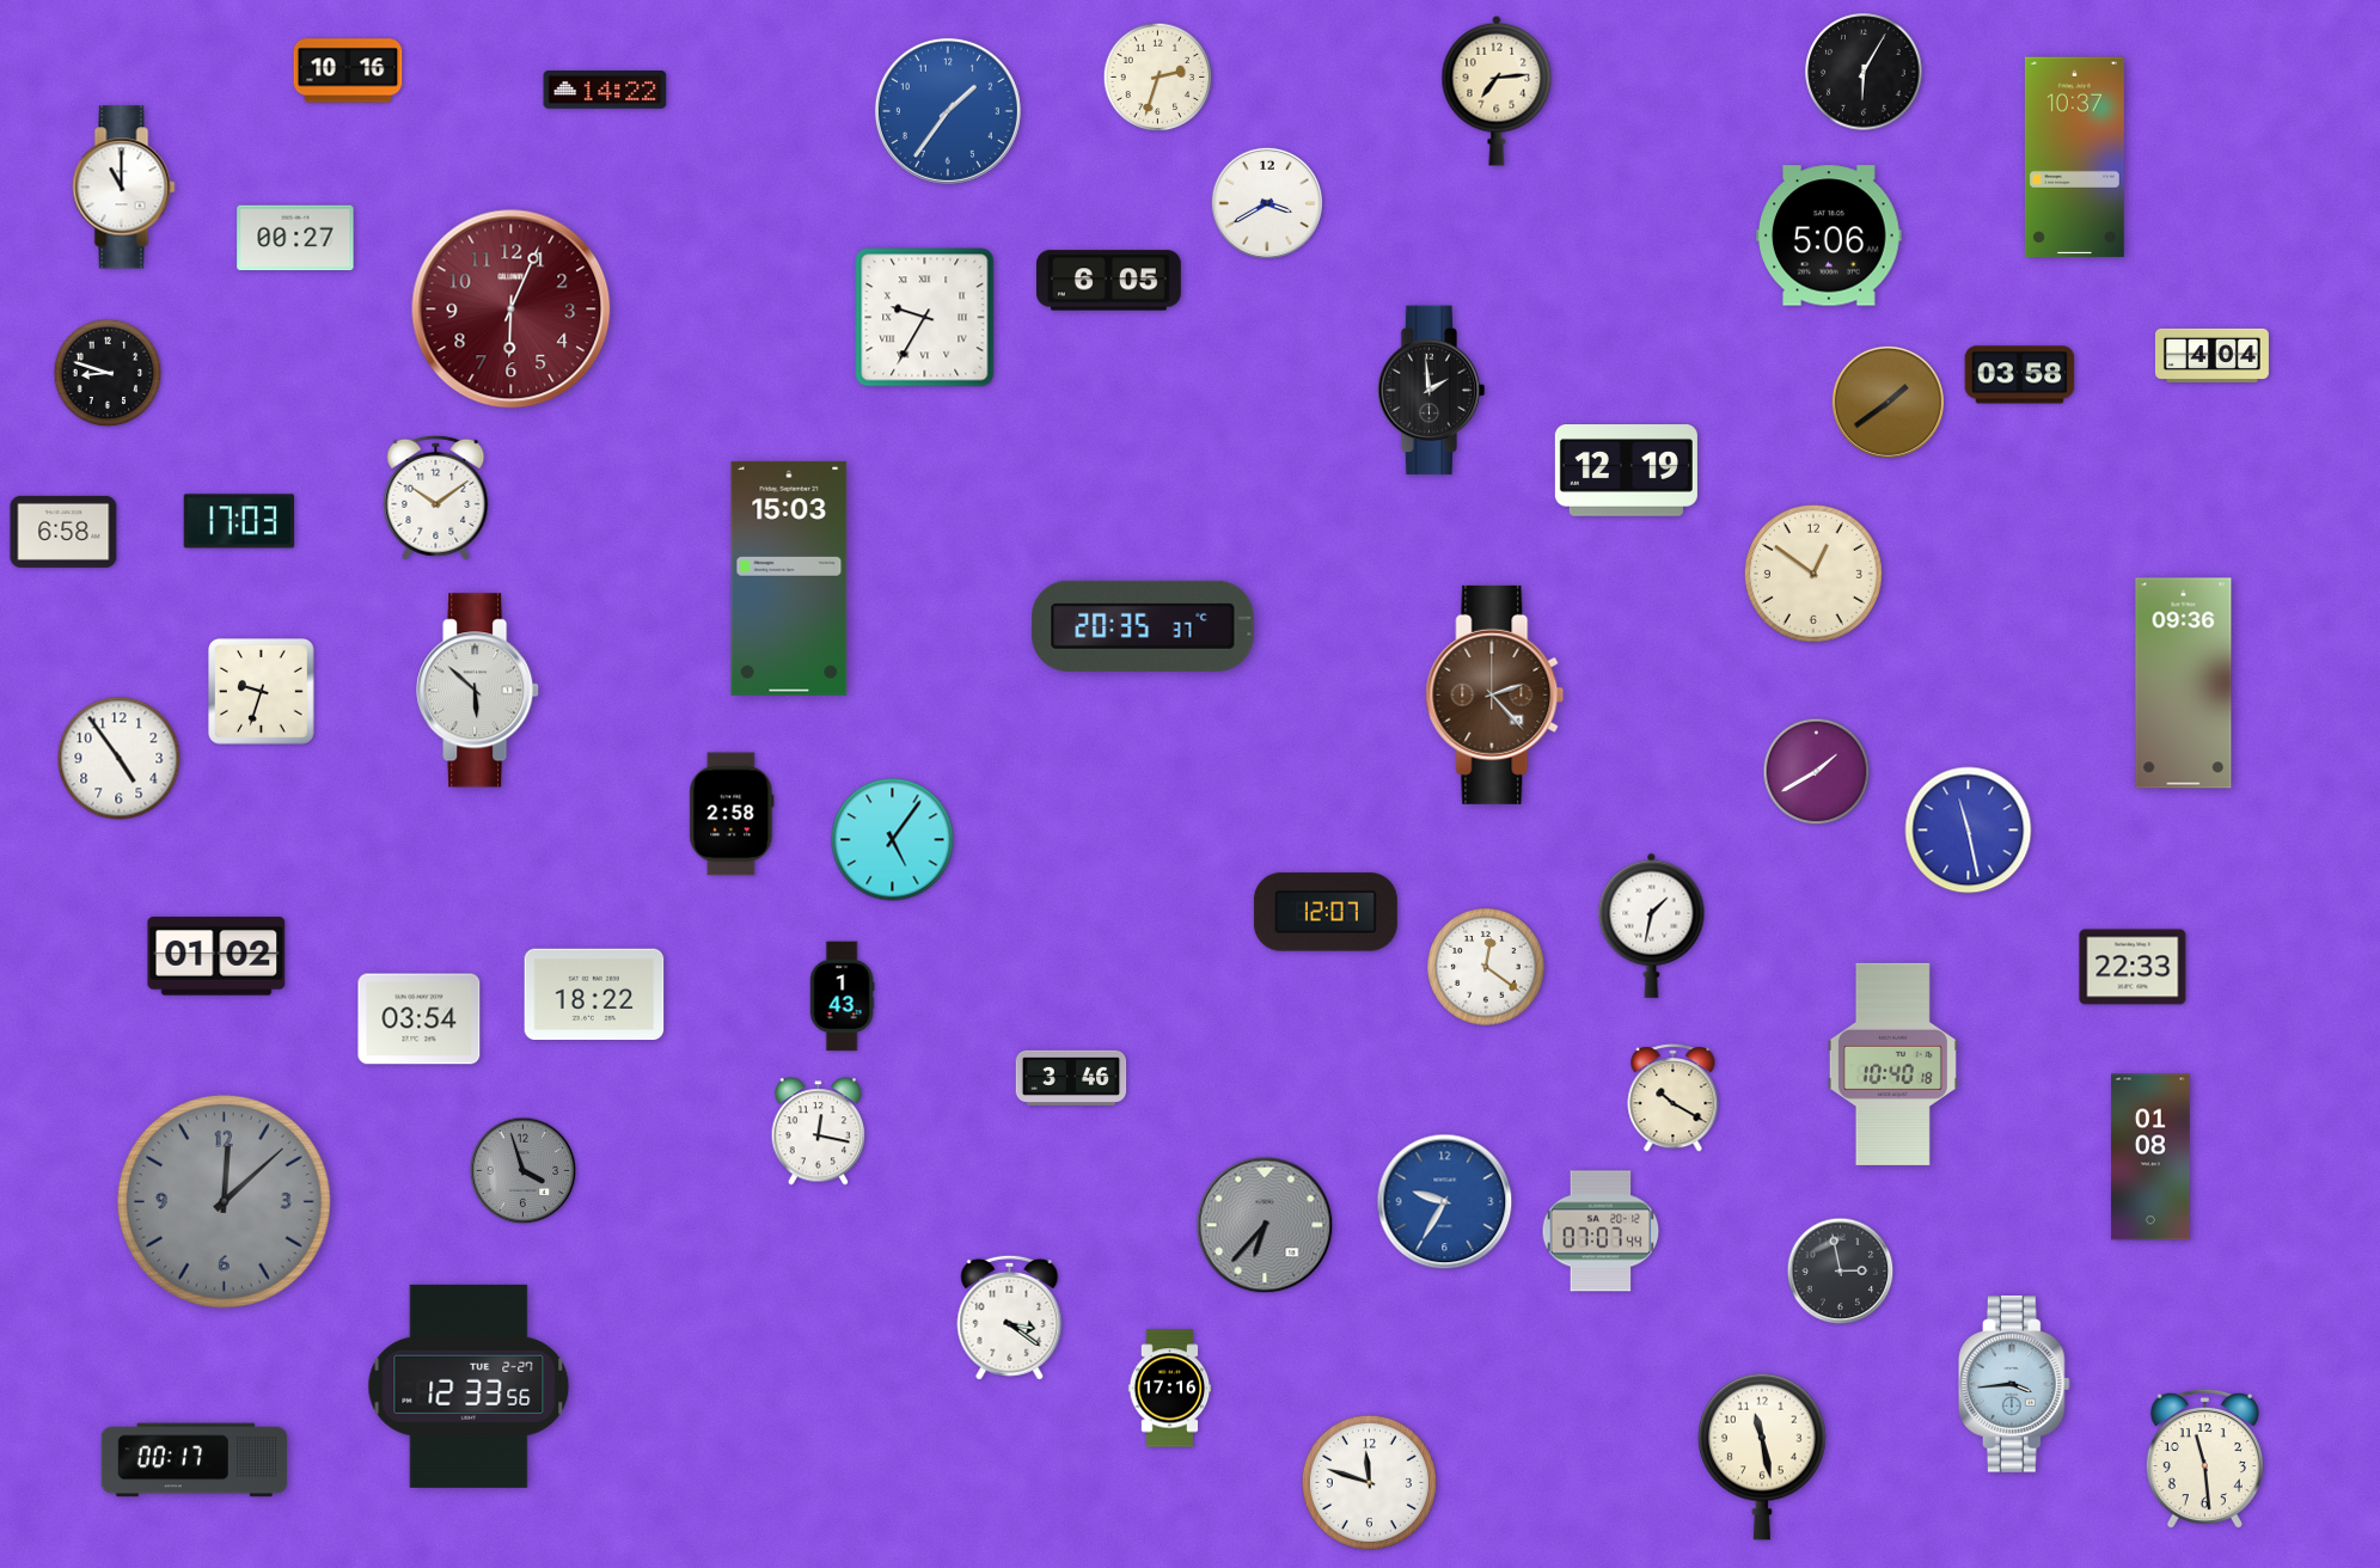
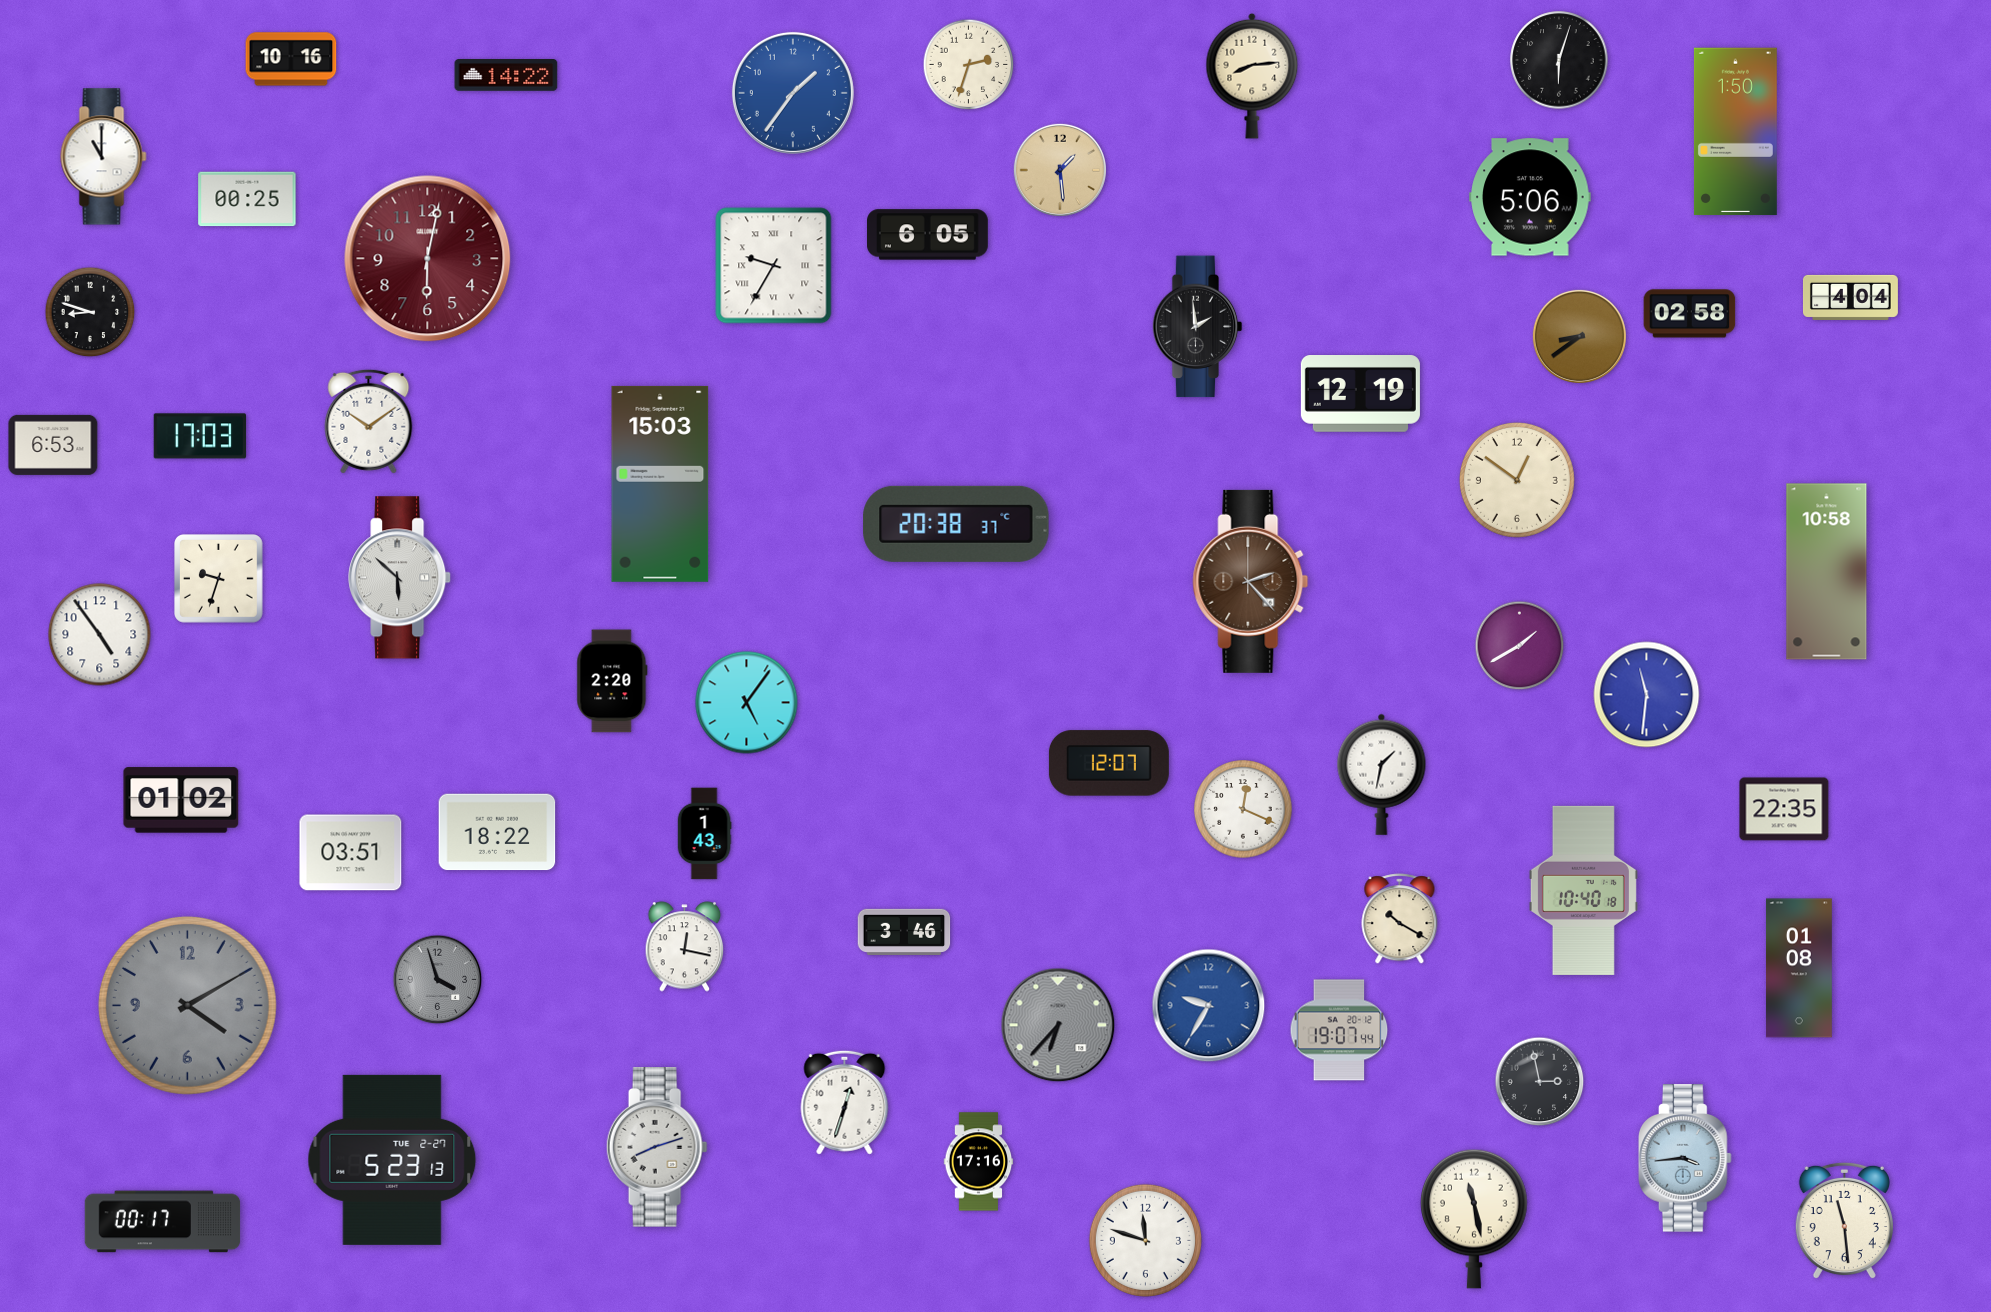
clock at (1864, 72): 6:05 -> 6:03
clock at (1497, 91): 7:14 -> 8:14
clock at (2074, 158): 10:37 -> 1:50
clock at (1267, 203): 3:40 -> 1:29
clock at (1267, 203) dial: white -> champagne
clock at (295, 238): 00:27 -> 00:25
clock at (512, 310): 6:04 -> 6:02
clock at (2020, 375): 03:58 -> 02:58
clock at (1888, 402): 1:39 -> 8:39
clock at (436, 497) position: (436, 497) -> (369, 421)
clock at (63, 532): 6:58 -> 6:53
clock at (1143, 626): 20:35 -> 20:38
clock at (2184, 684): 09:36 -> 10:58
clock at (732, 814): 2:58 -> 2:20
clock at (1969, 831): 11:28 -> 11:31
clock at (1486, 967): 12:21 -> 12:19
clock at (2133, 967): 22:33 -> 22:35
clock at (420, 1019): 03:54 -> 03:51
clock at (1071, 1077) position: (1071, 1077) -> (904, 931)
clock at (224, 1201): 12:08 -> 4:10
clock at (1601, 1231): 07:07 -> 19:07
clock at (1841, 1272) position: (1841, 1272) -> (1540, 1082)
clock at (1010, 1317): 3:21 -> 12:33
clock at (657, 1147): none -> 8:12
clock at (469, 1386): 12:33 -> 5:23
